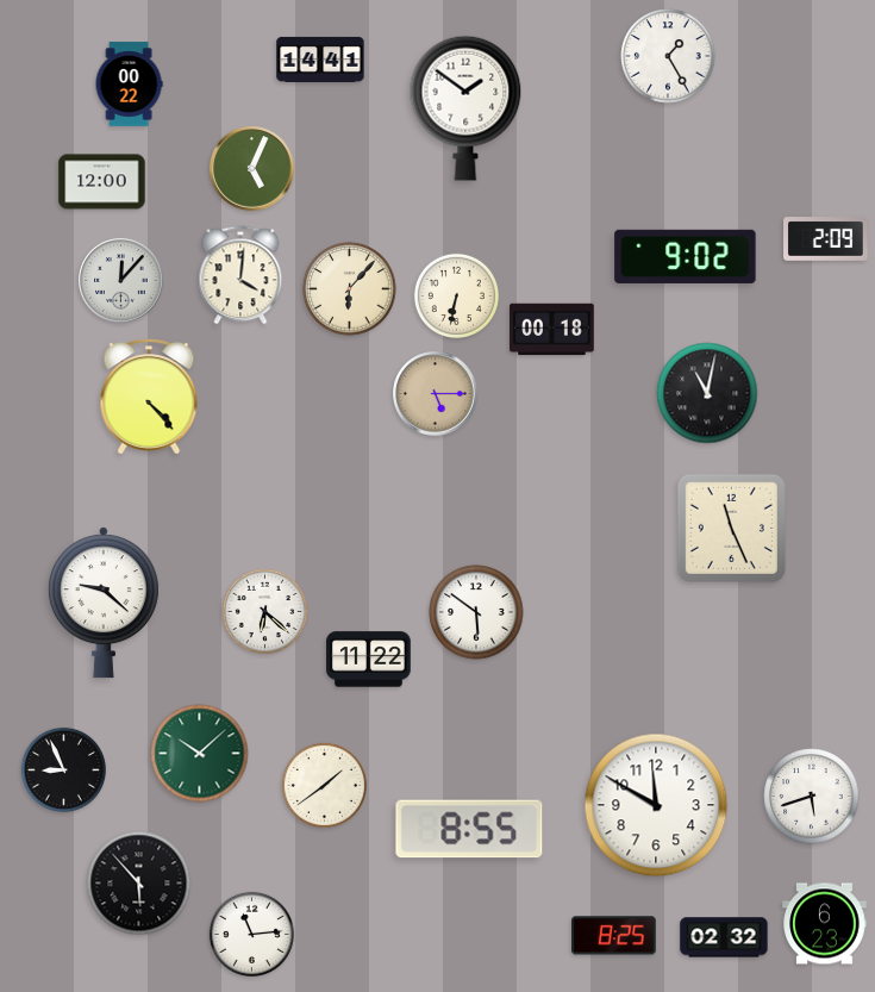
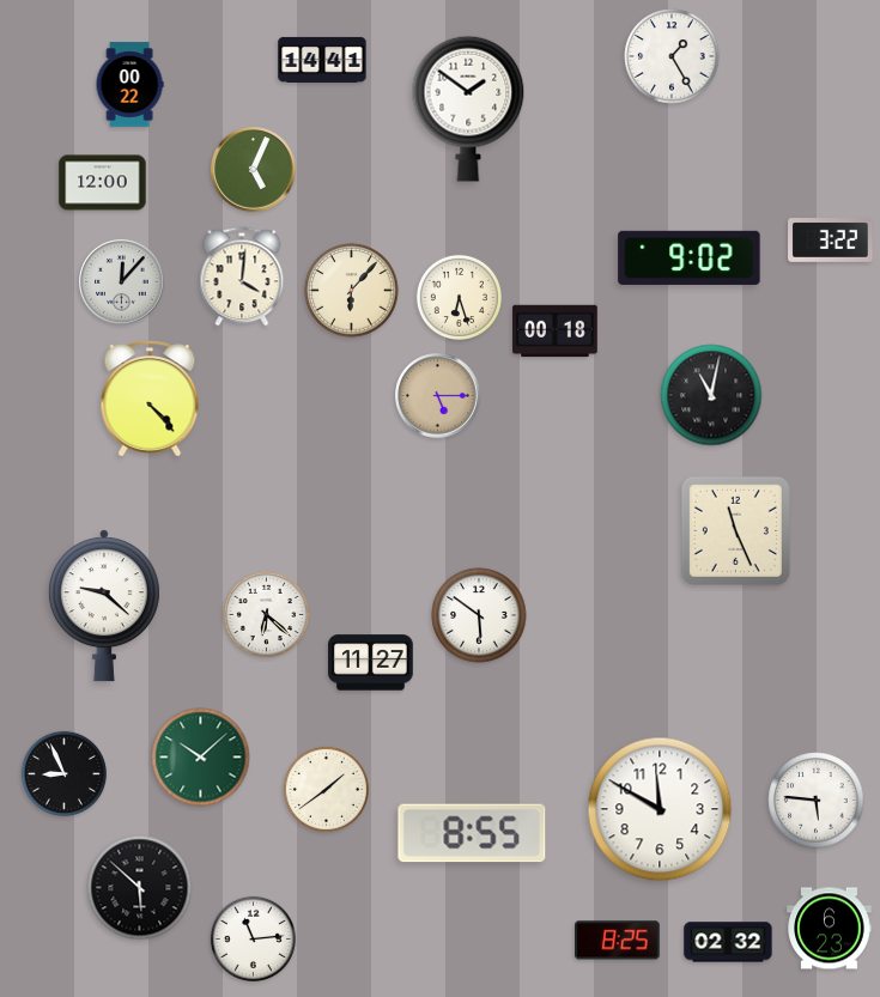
clock at (826, 239): 2:09 -> 3:22
clock at (456, 295): 6:32 -> 6:27
clock at (369, 660): 11:22 -> 11:27
clock at (812, 797): 5:42 -> 5:46
clock at (139, 884): 5:53 -> 5:52
